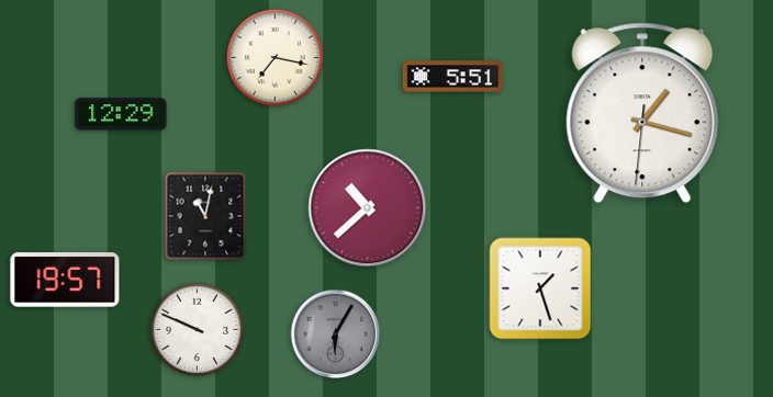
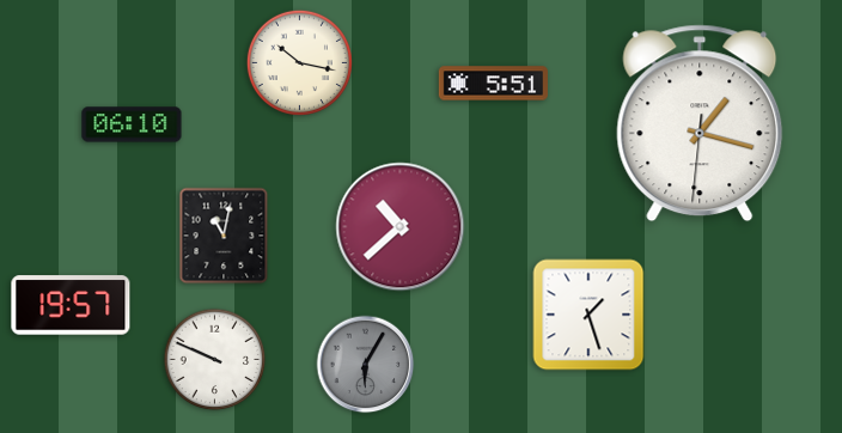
clock at (275, 57): 7:17 -> 10:17
clock at (121, 114): 12:29 -> 06:10
